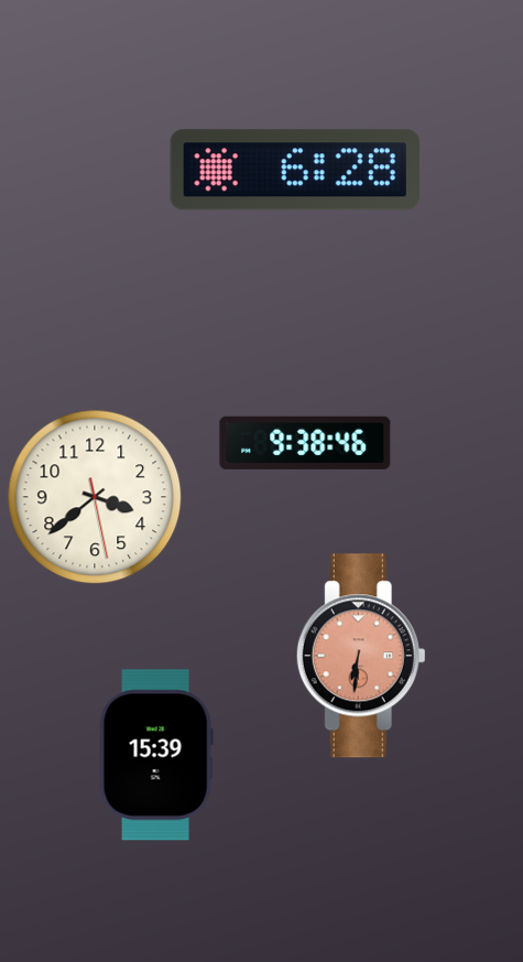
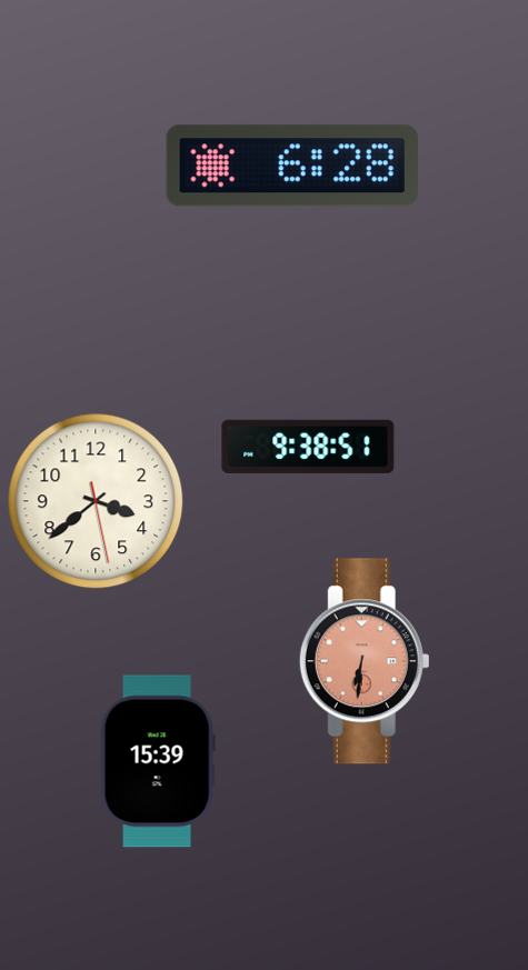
clock at (295, 170) position: (295, 170) -> (292, 166)
clock at (305, 443): 9:38:46 -> 9:38:51
